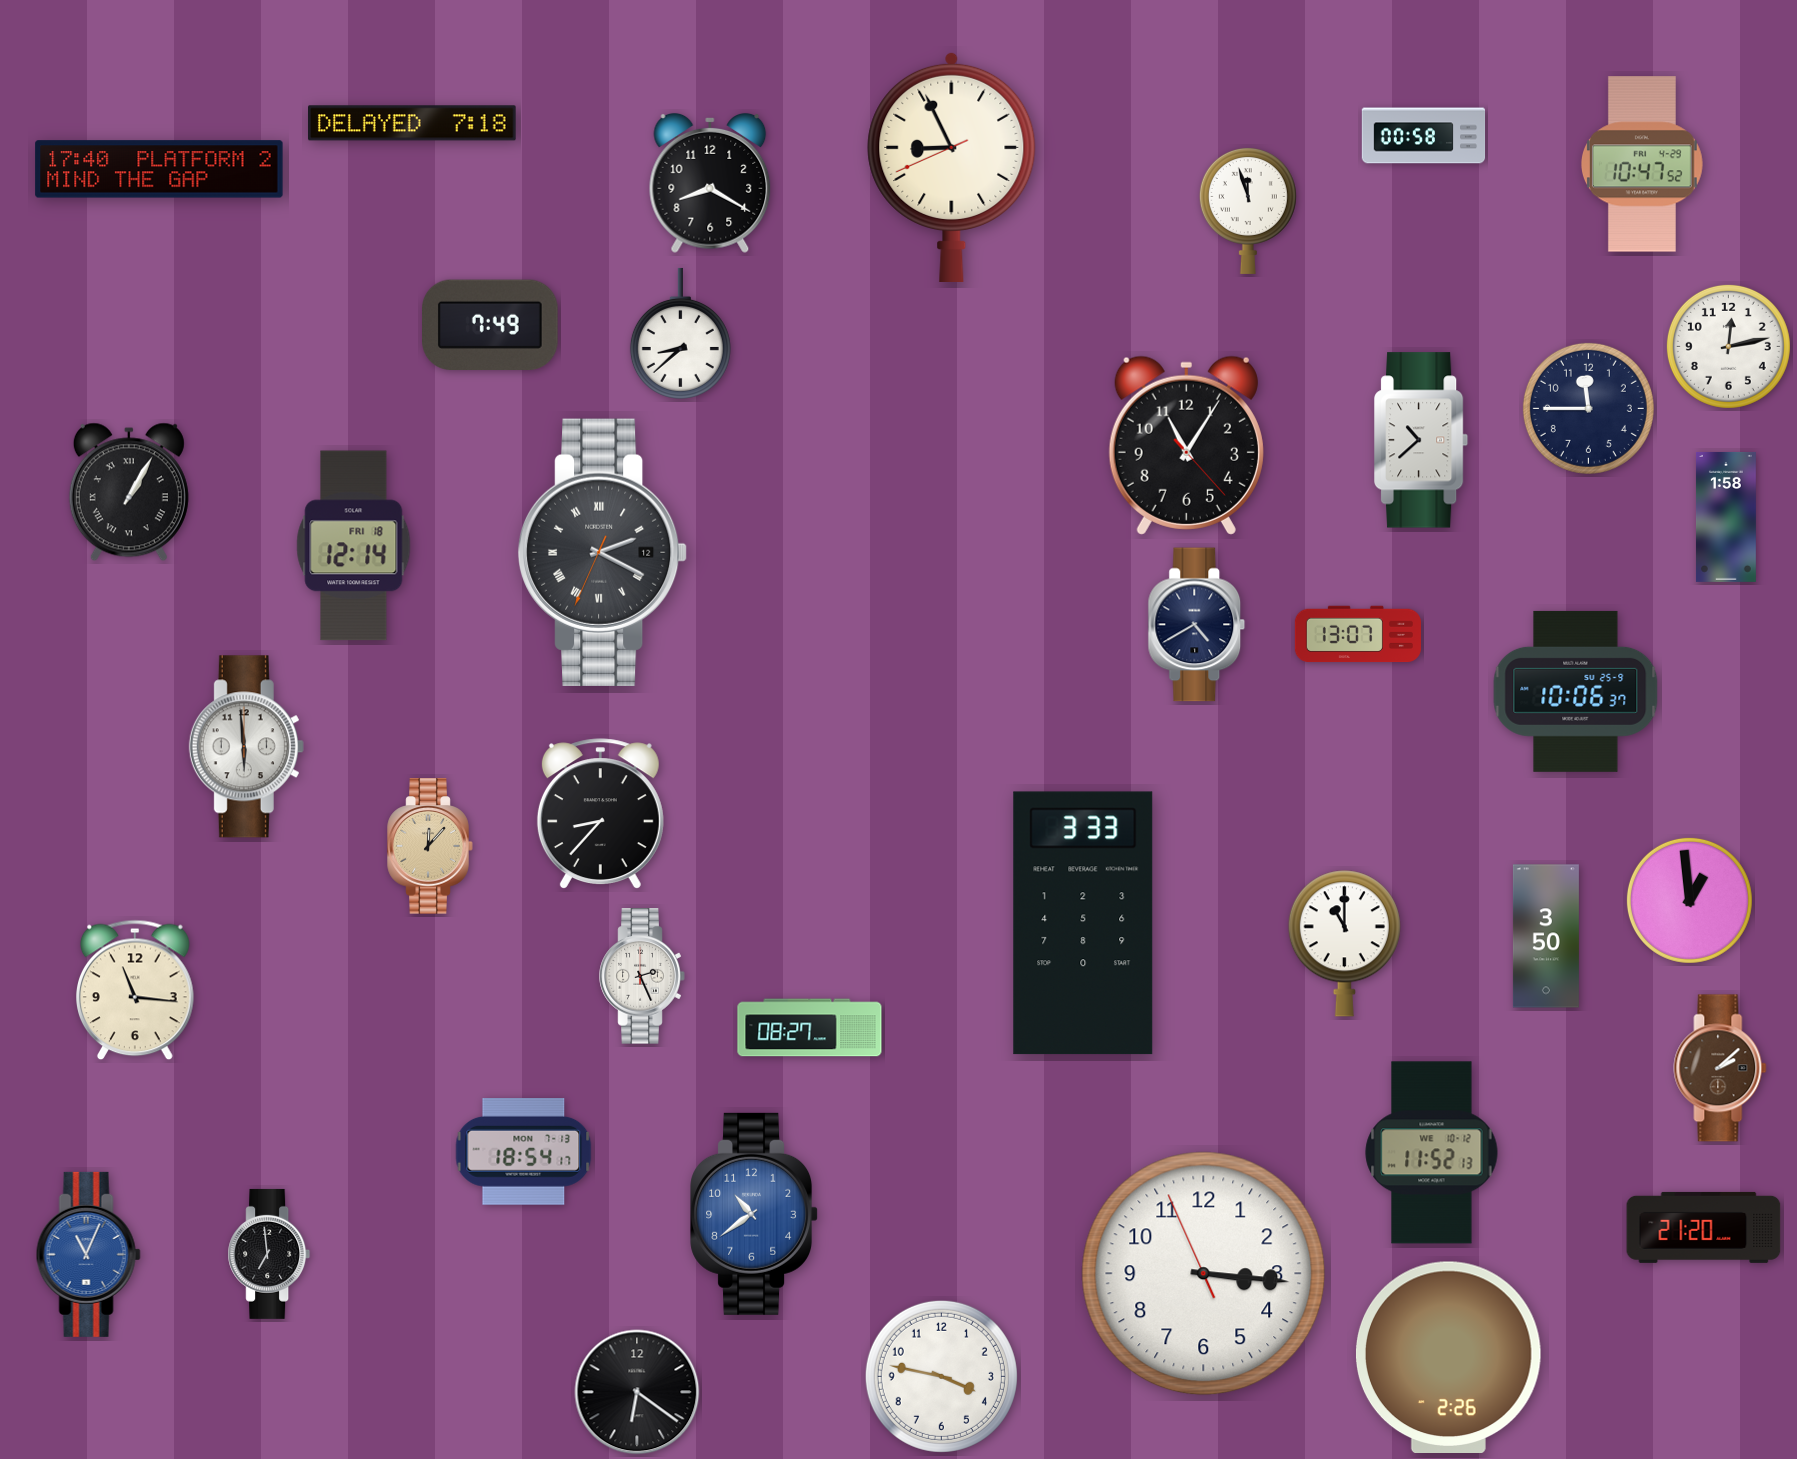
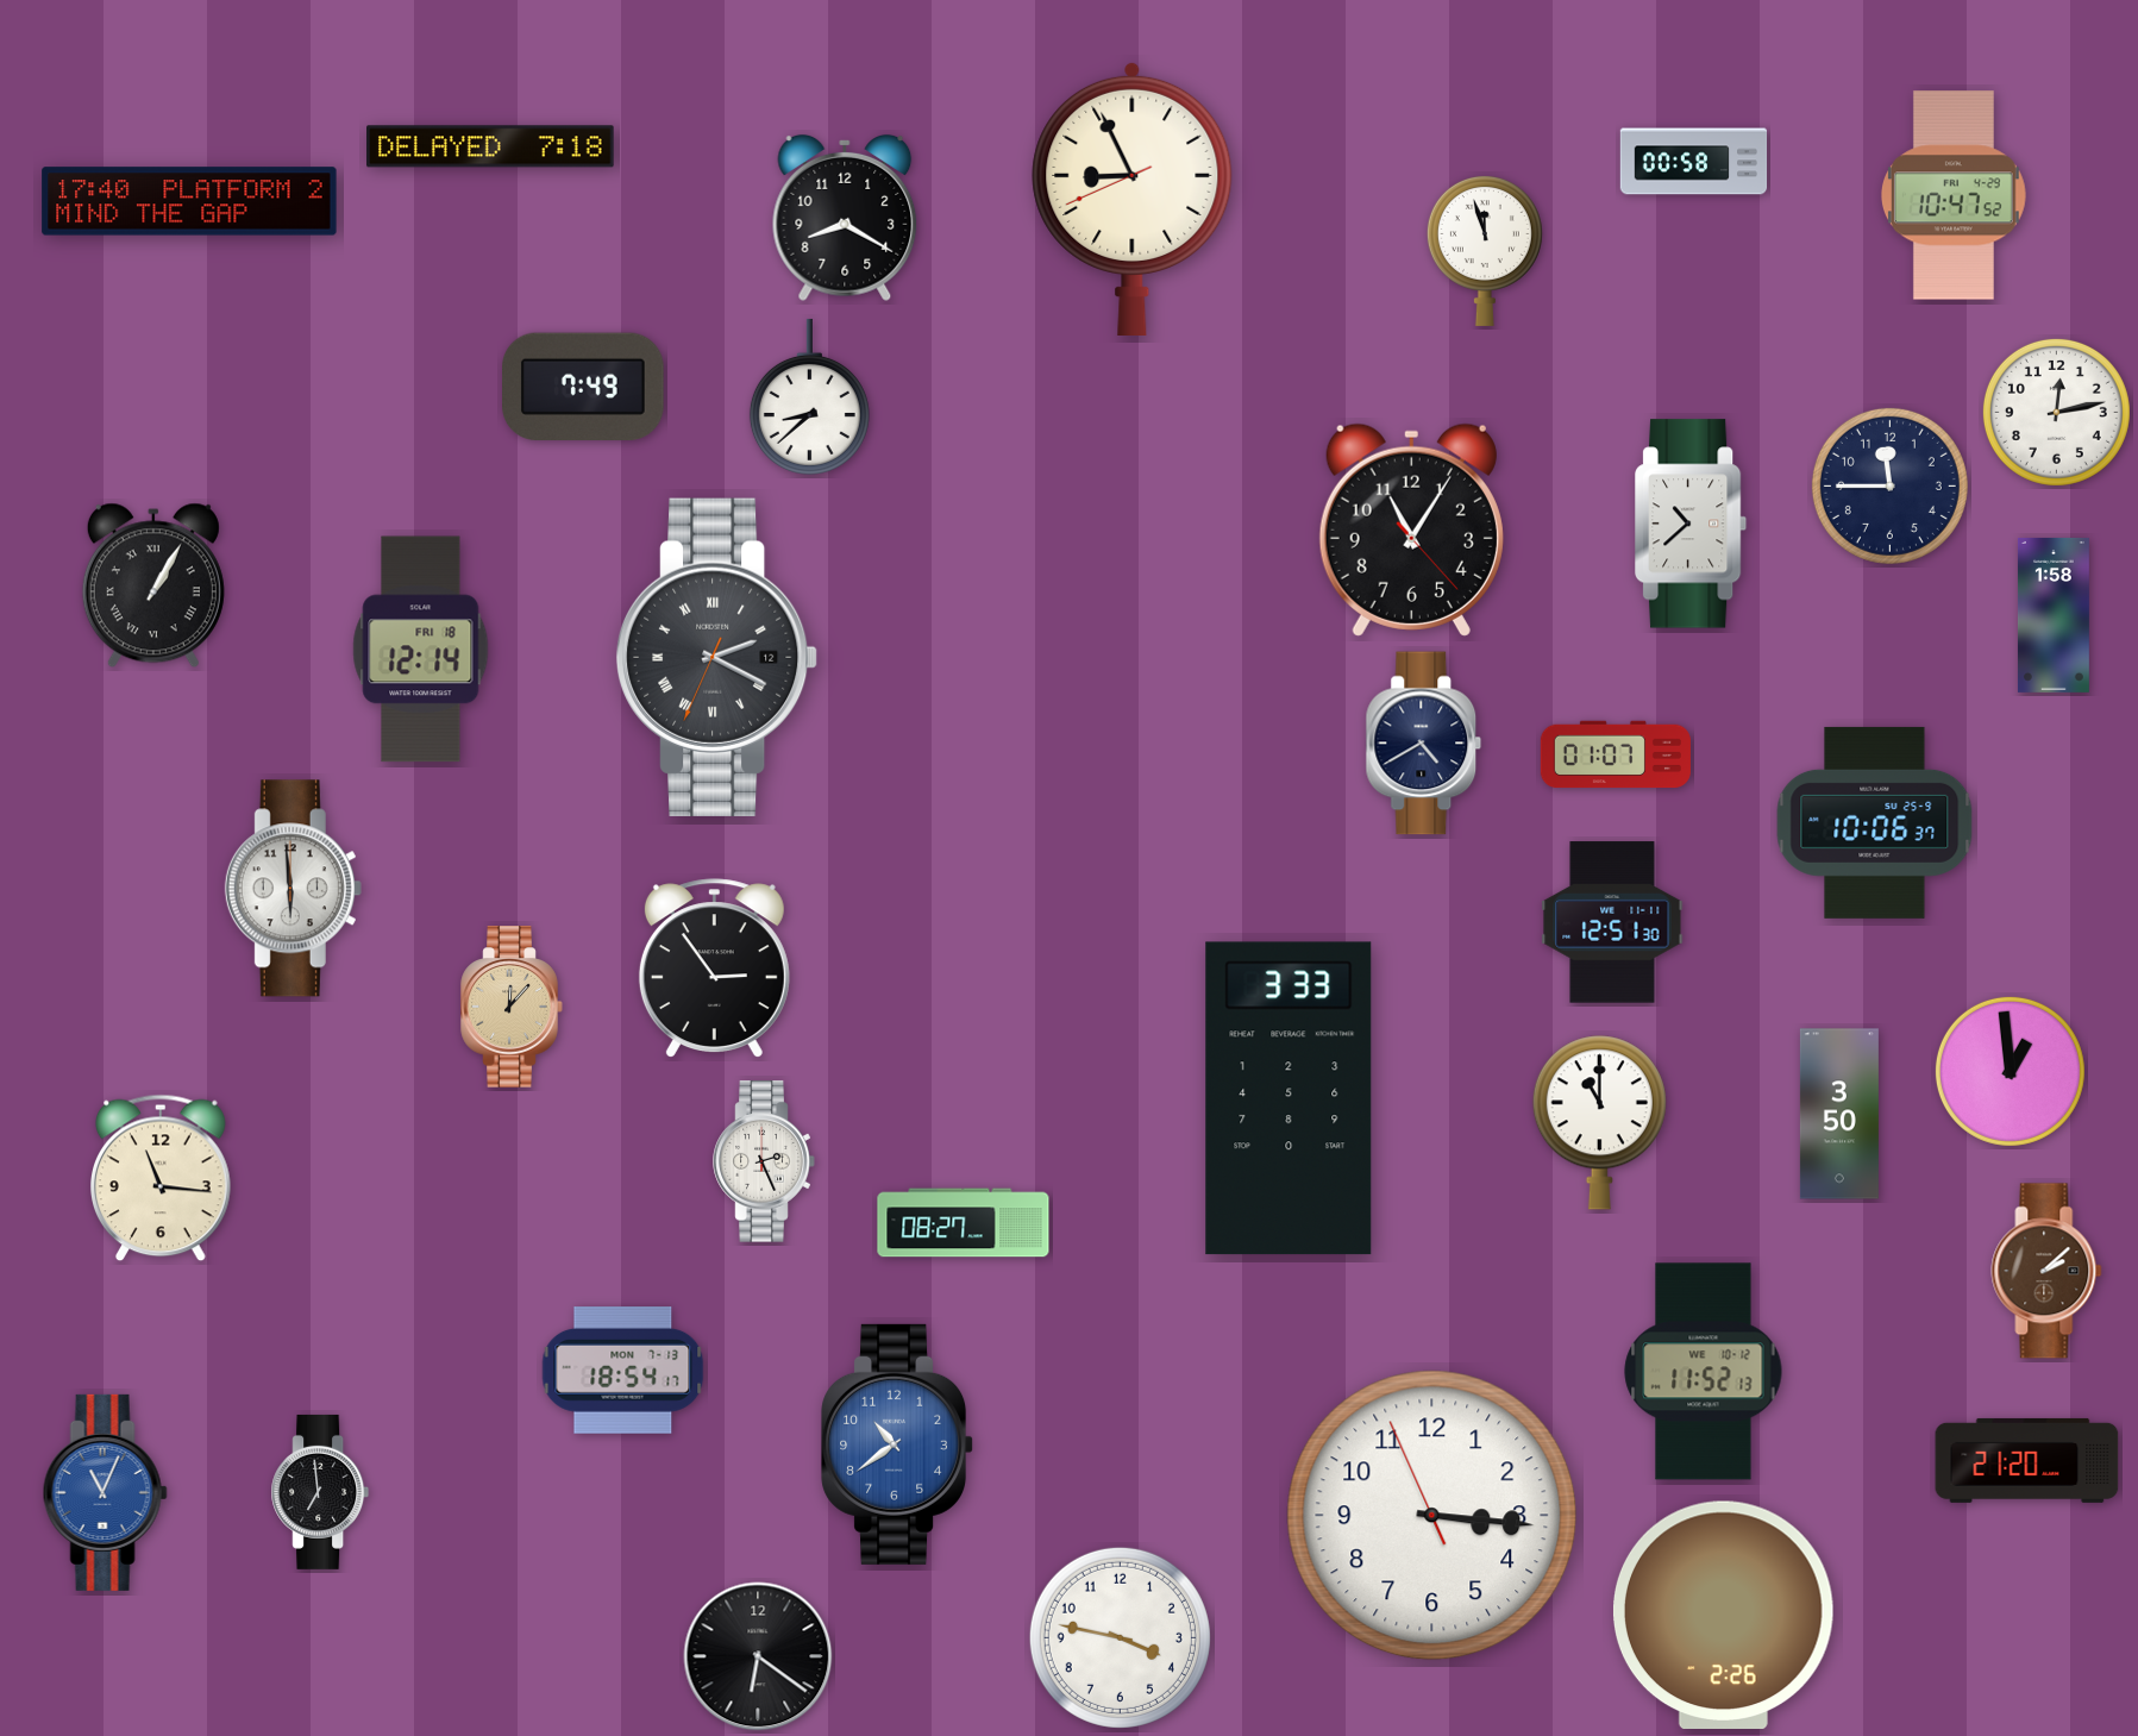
clock at (1358, 634): 13:07 -> 01:07
clock at (1612, 922): none -> 12:51
clock at (600, 813): 8:37 -> 2:54
